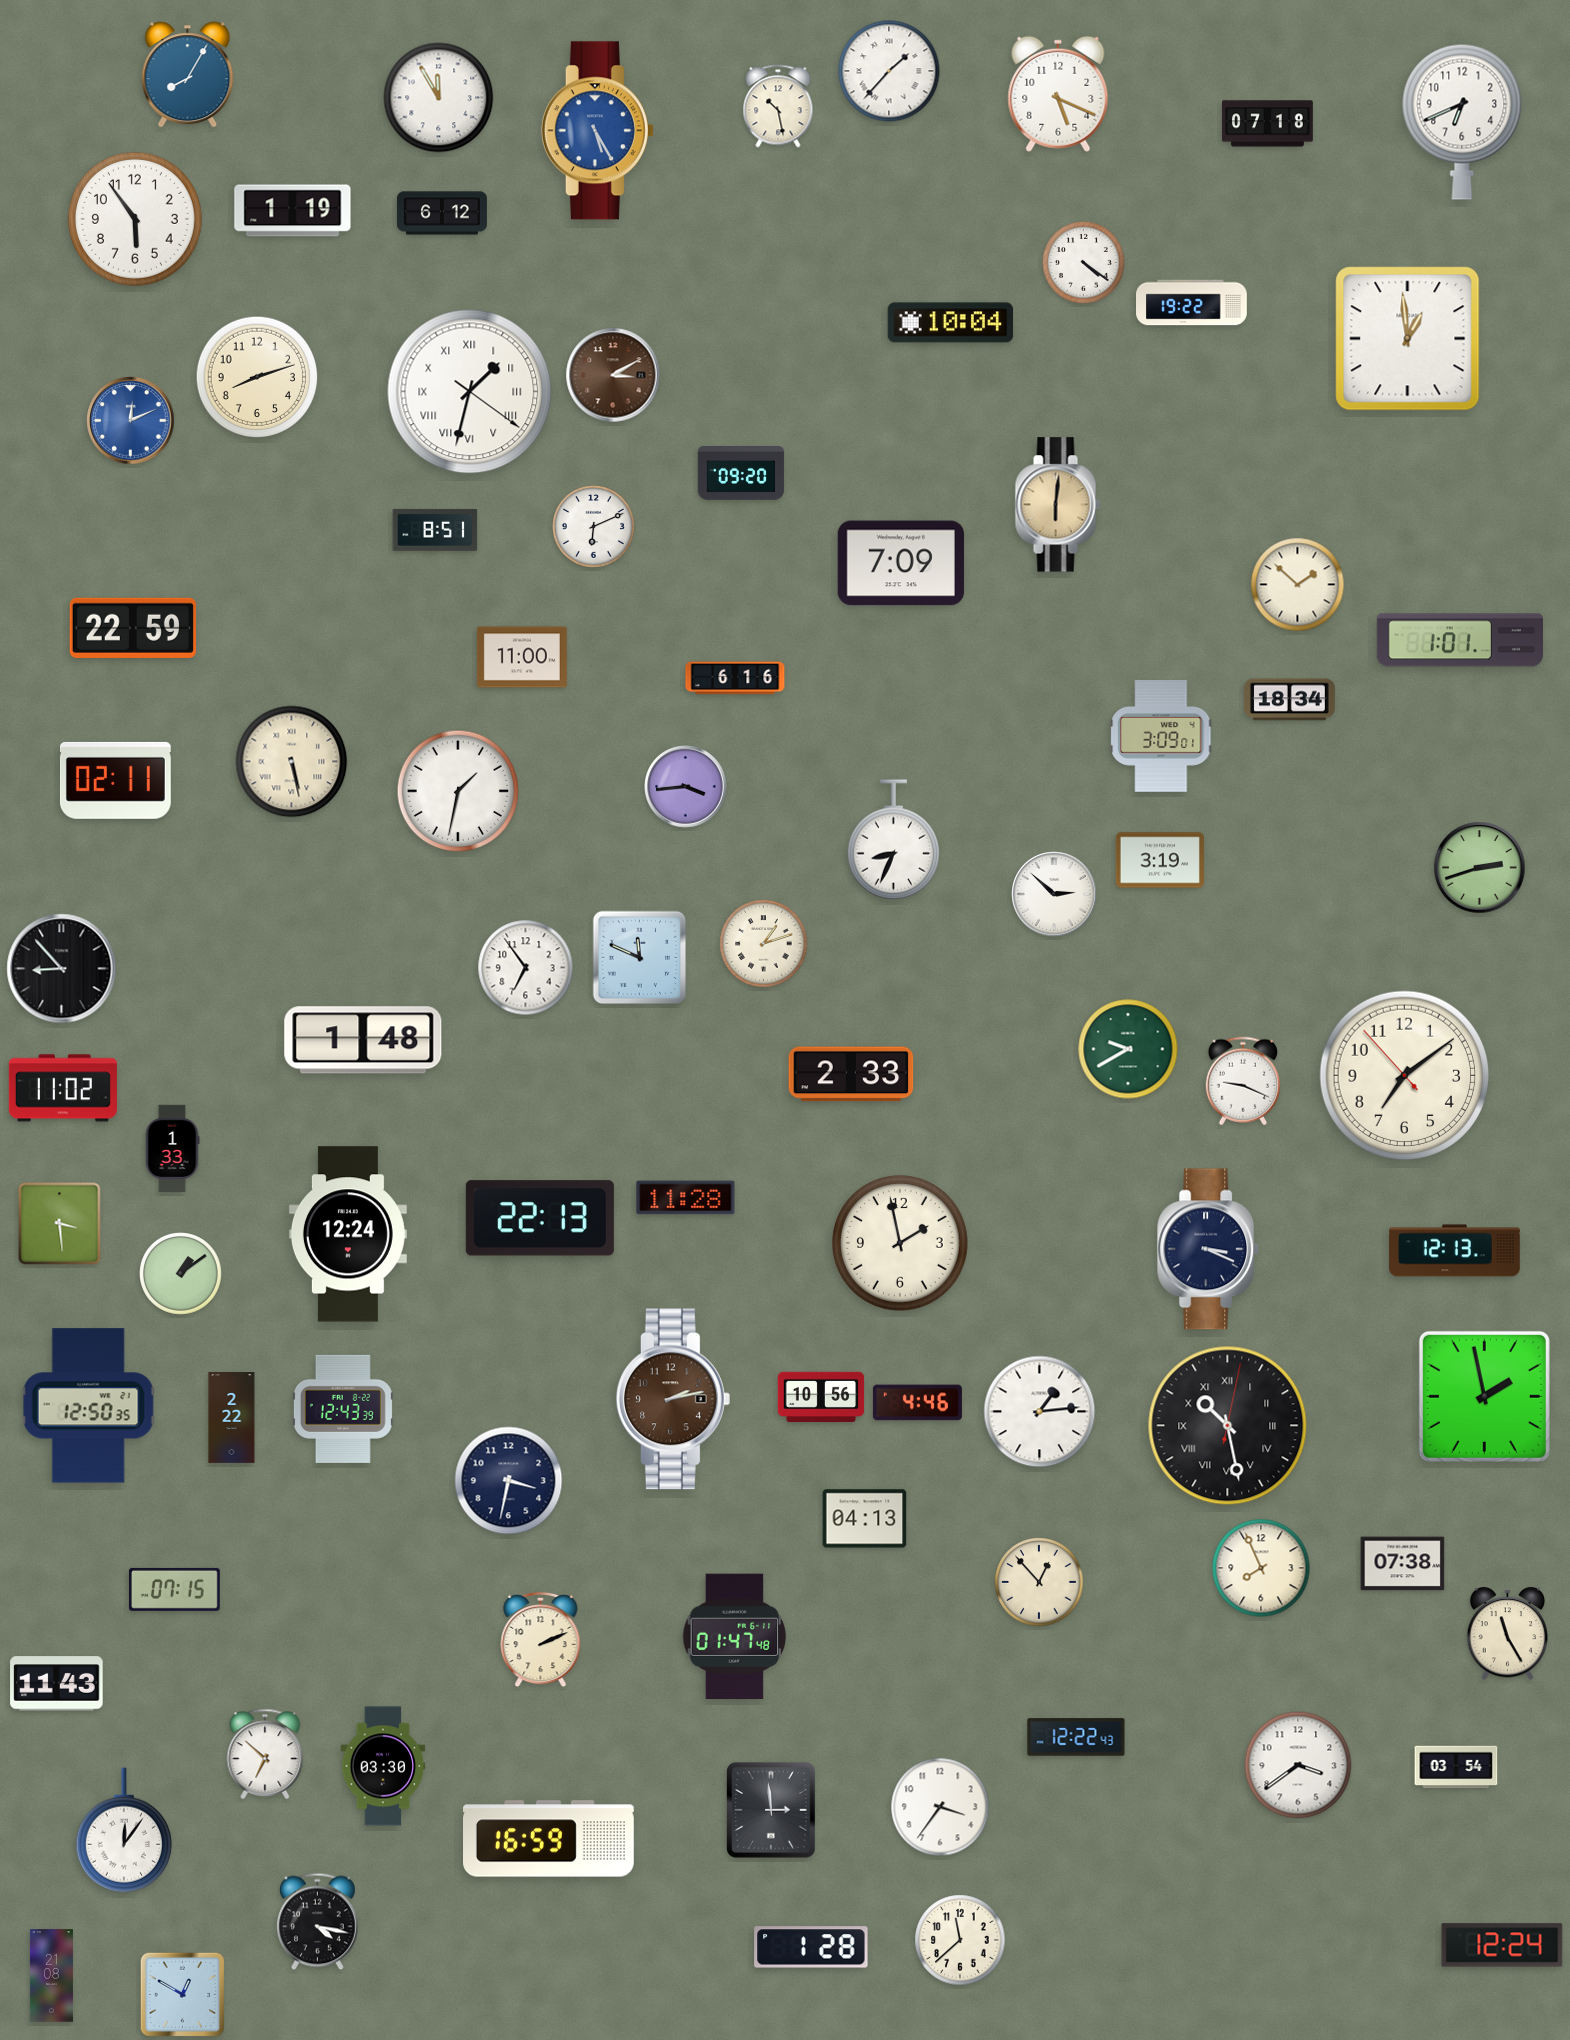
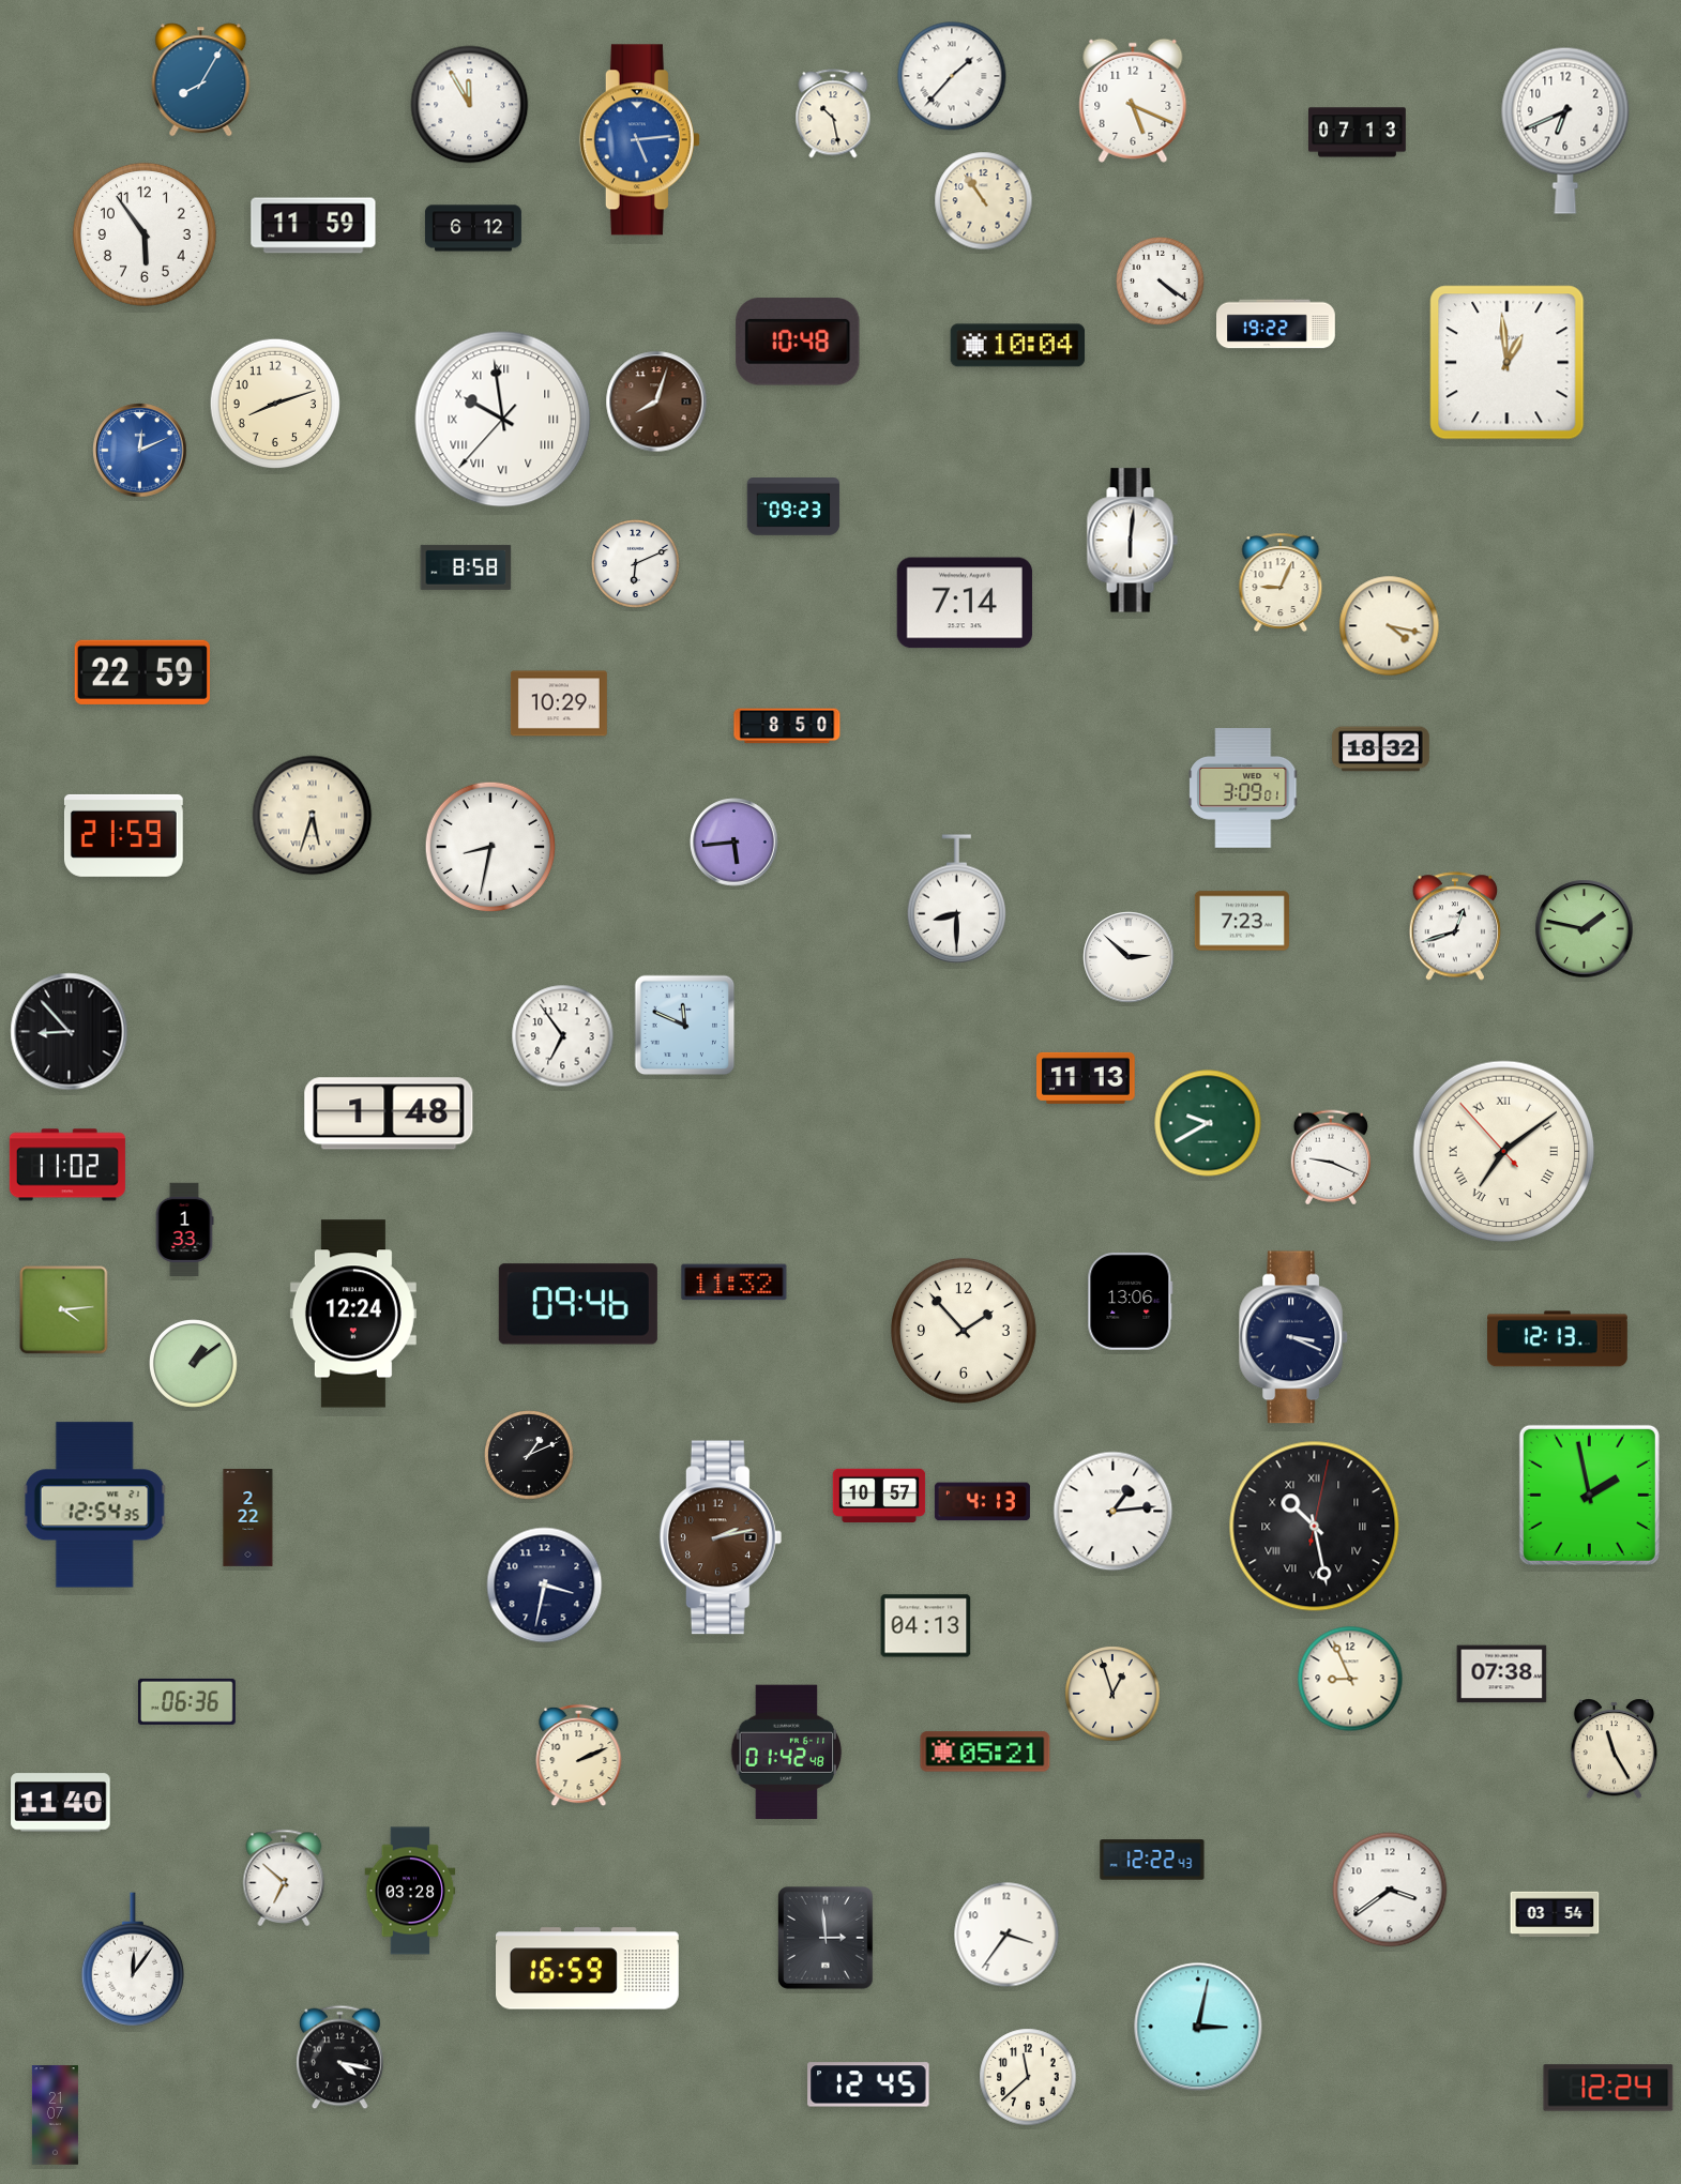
clock at (1268, 124): 07:18 -> 07:13
clock at (597, 131): 5:25 -> 5:14
clock at (984, 201): none -> 10:54
clock at (293, 211): 1:19 -> 11:59
clock at (798, 342): none -> 10:48
clock at (613, 375): 3:10 -> 8:03
clock at (470, 392): 1:32 -> 9:58
clock at (741, 473): 09:20 -> 09:23
clock at (1057, 505) dial: champagne -> white
clock at (435, 530): 8:51 -> 8:58
clock at (1281, 582): none -> 9:04
clock at (901, 563): 7:09 -> 7:14
clock at (1298, 585): 1:52 -> 4:17
clock at (1460, 640): 1:01 -> none
clock at (522, 657): 11:00 -> 10:29
clock at (735, 678): 6:16 -> 8:50
clock at (1290, 700): 18:34 -> 18:32
clock at (292, 762): 5:28 -> 5:33
clock at (115, 780): 02:11 -> 21:59
clock at (686, 787): 3:44 -> 5:44
clock at (458, 791): 1:32 -> 8:32
clock at (893, 840): 8:34 -> 8:30
clock at (1160, 860): 3:19 -> 7:23
clock at (1454, 926): none -> 12:42
clock at (1480, 868): 2:42 -> 1:47
clock at (764, 944): 1:12 -> none
clock at (62, 969) position: (62, 969) -> (70, 1032)
clock at (1086, 1078): none -> 11:13
clock at (851, 1074): 2:33 -> none
clock at (1405, 1076) numerals: Arabic -> Roman
clock at (686, 1198): 11:28 -> 11:32
clock at (1131, 1301): none -> 13:06
clock at (540, 1218): 22:13 -> 09:46
clock at (60, 1224): 3:29 -> 4:14
clock at (348, 1234) position: (348, 1234) -> (353, 1314)
clock at (900, 1243): 1:58 -> 1:53
clock at (530, 1456): none -> 1:11
clock at (821, 1397): 10:56 -> 10:57
clock at (673, 1399) position: (673, 1399) -> (721, 1537)
clock at (917, 1403): 4:46 -> 4:13
clock at (88, 1406): 12:50 -> 12:54
clock at (343, 1409): 12:43 -> none
clock at (1261, 1568): 7:56 -> 8:56
clock at (1039, 1582): 12:53 -> 12:57
clock at (174, 1589): 07:15 -> 06:36
clock at (735, 1636): 01:47 -> 01:42
clock at (985, 1751): none -> 05:21
clock at (57, 1684): 11:43 -> 11:40
clock at (383, 1766): 03:30 -> 03:28
clock at (1456, 1767) position: (1456, 1767) -> (1555, 1914)
clock at (1198, 2027): none -> 3:02
clock at (1502, 1945) position: (1502, 1945) -> (1608, 2088)
clock at (811, 1947): 1:28 -> 12:45
clock at (51, 1976): 21:08 -> 21:07
clock at (182, 1994): 12:50 -> none
